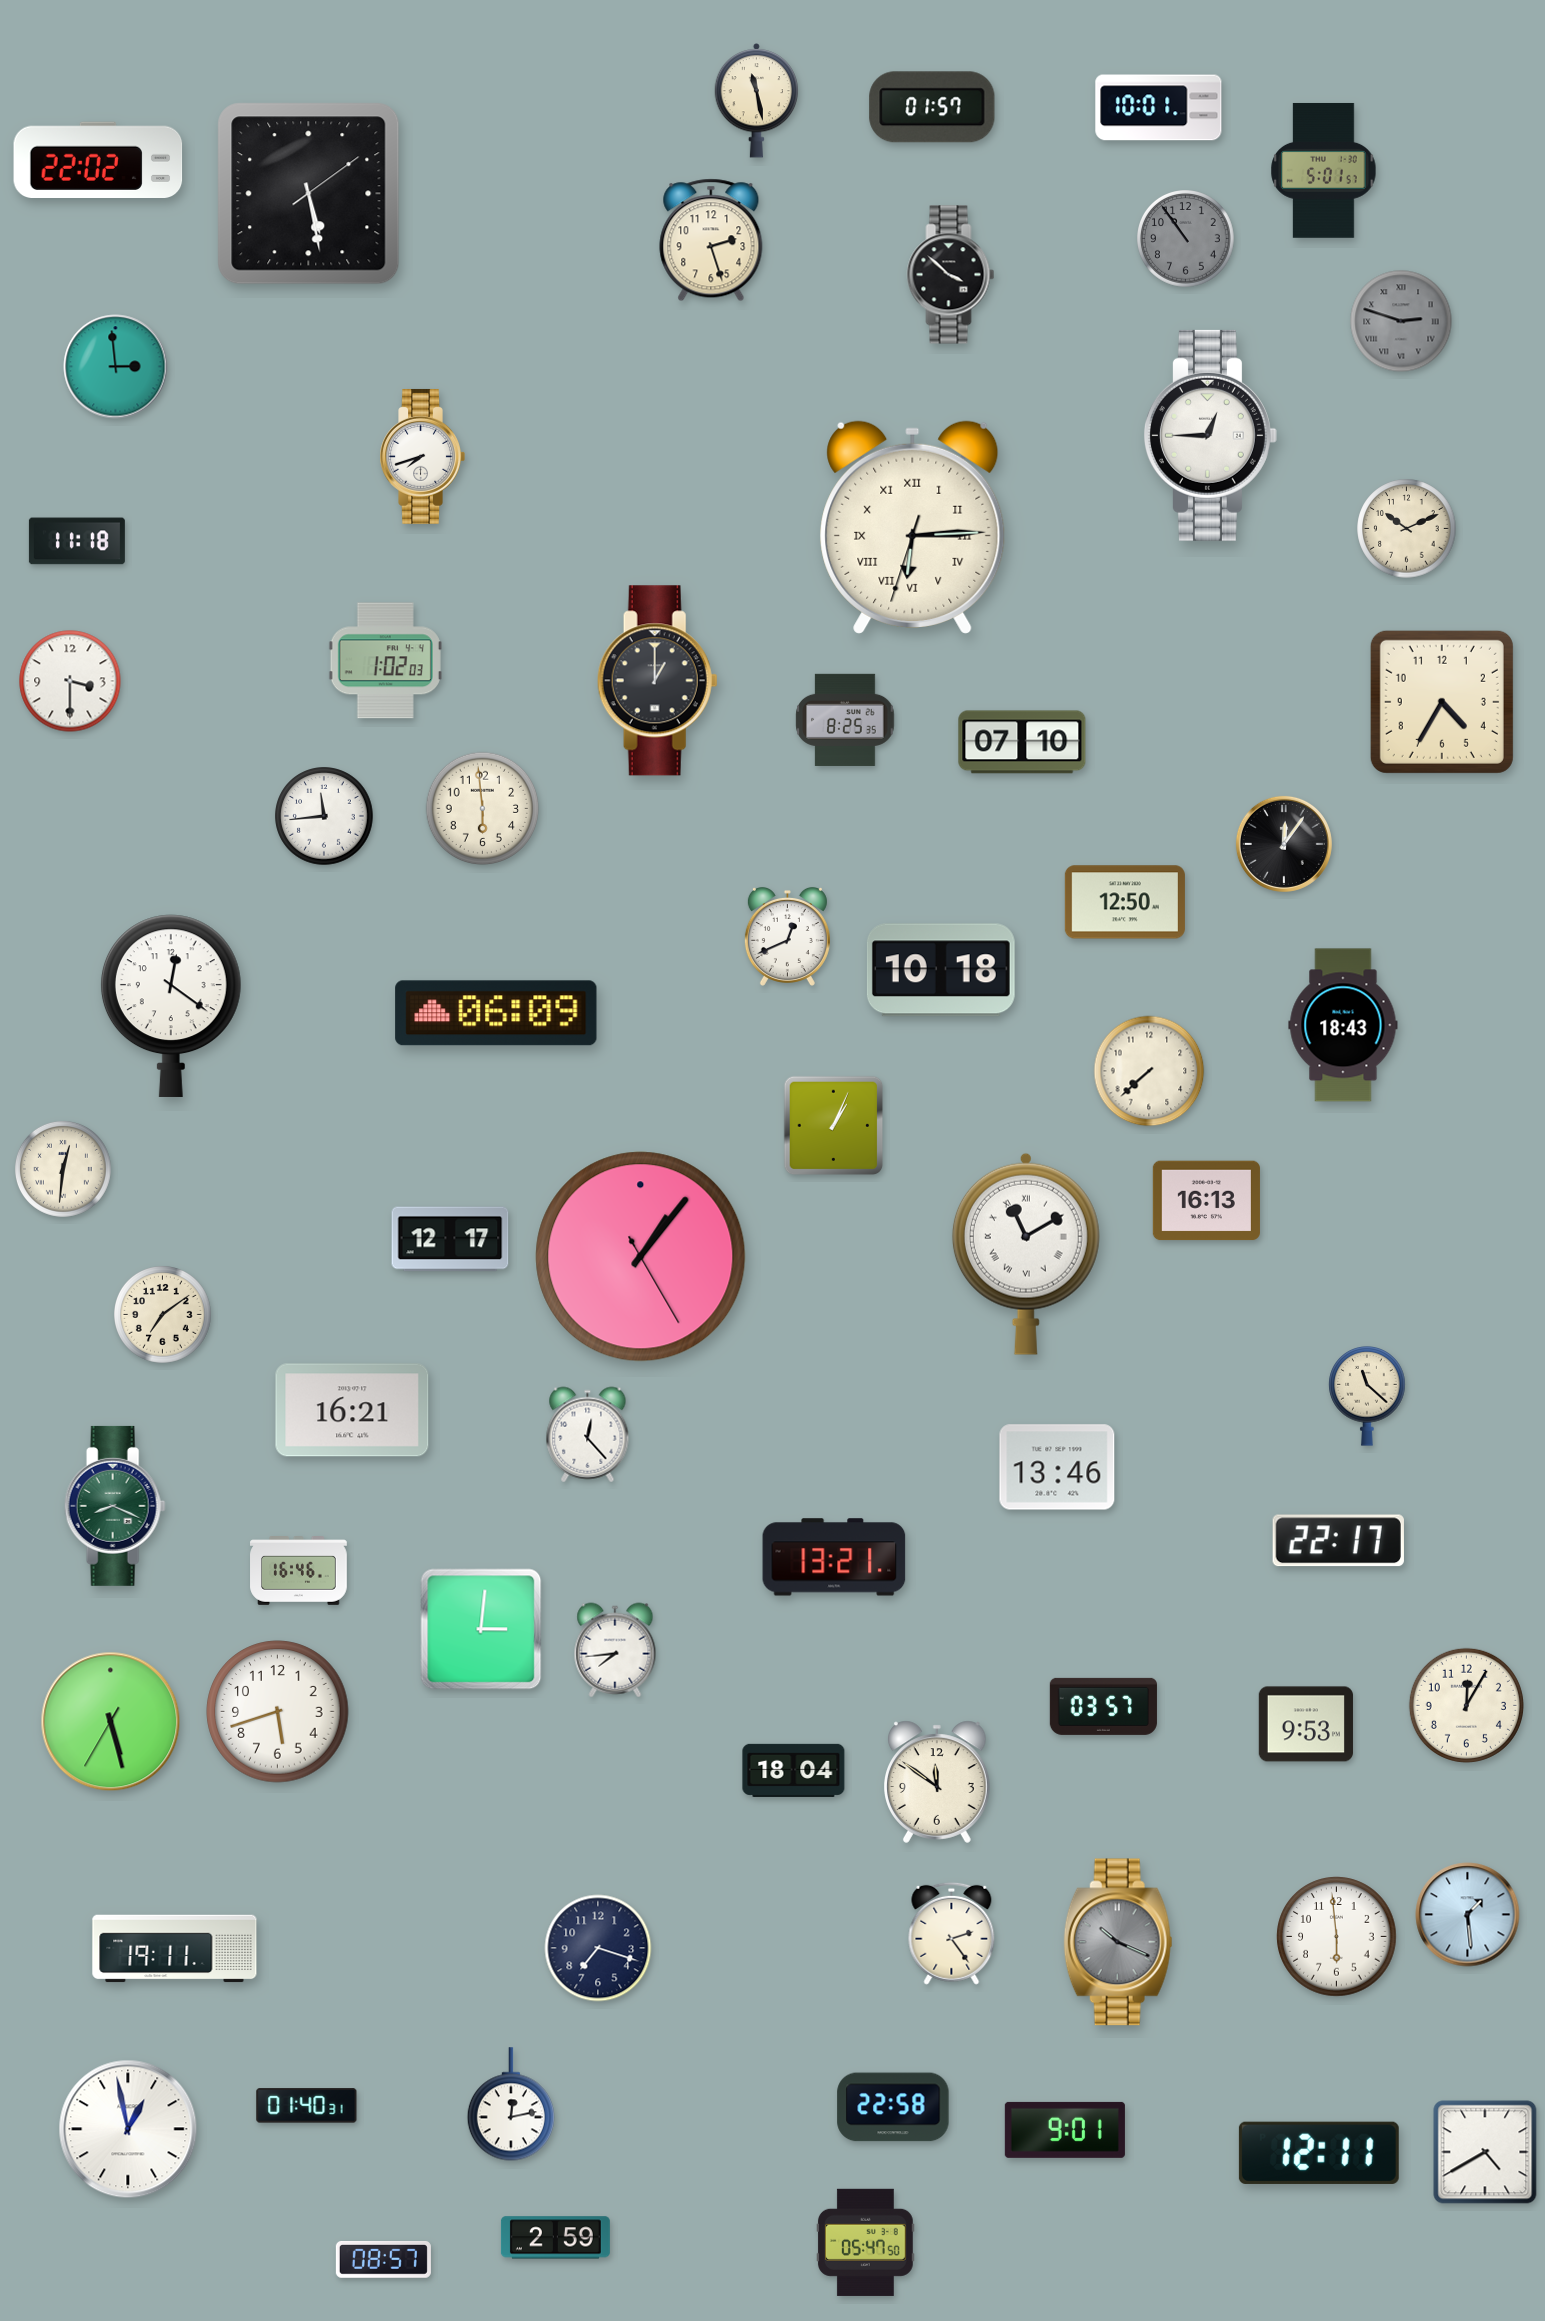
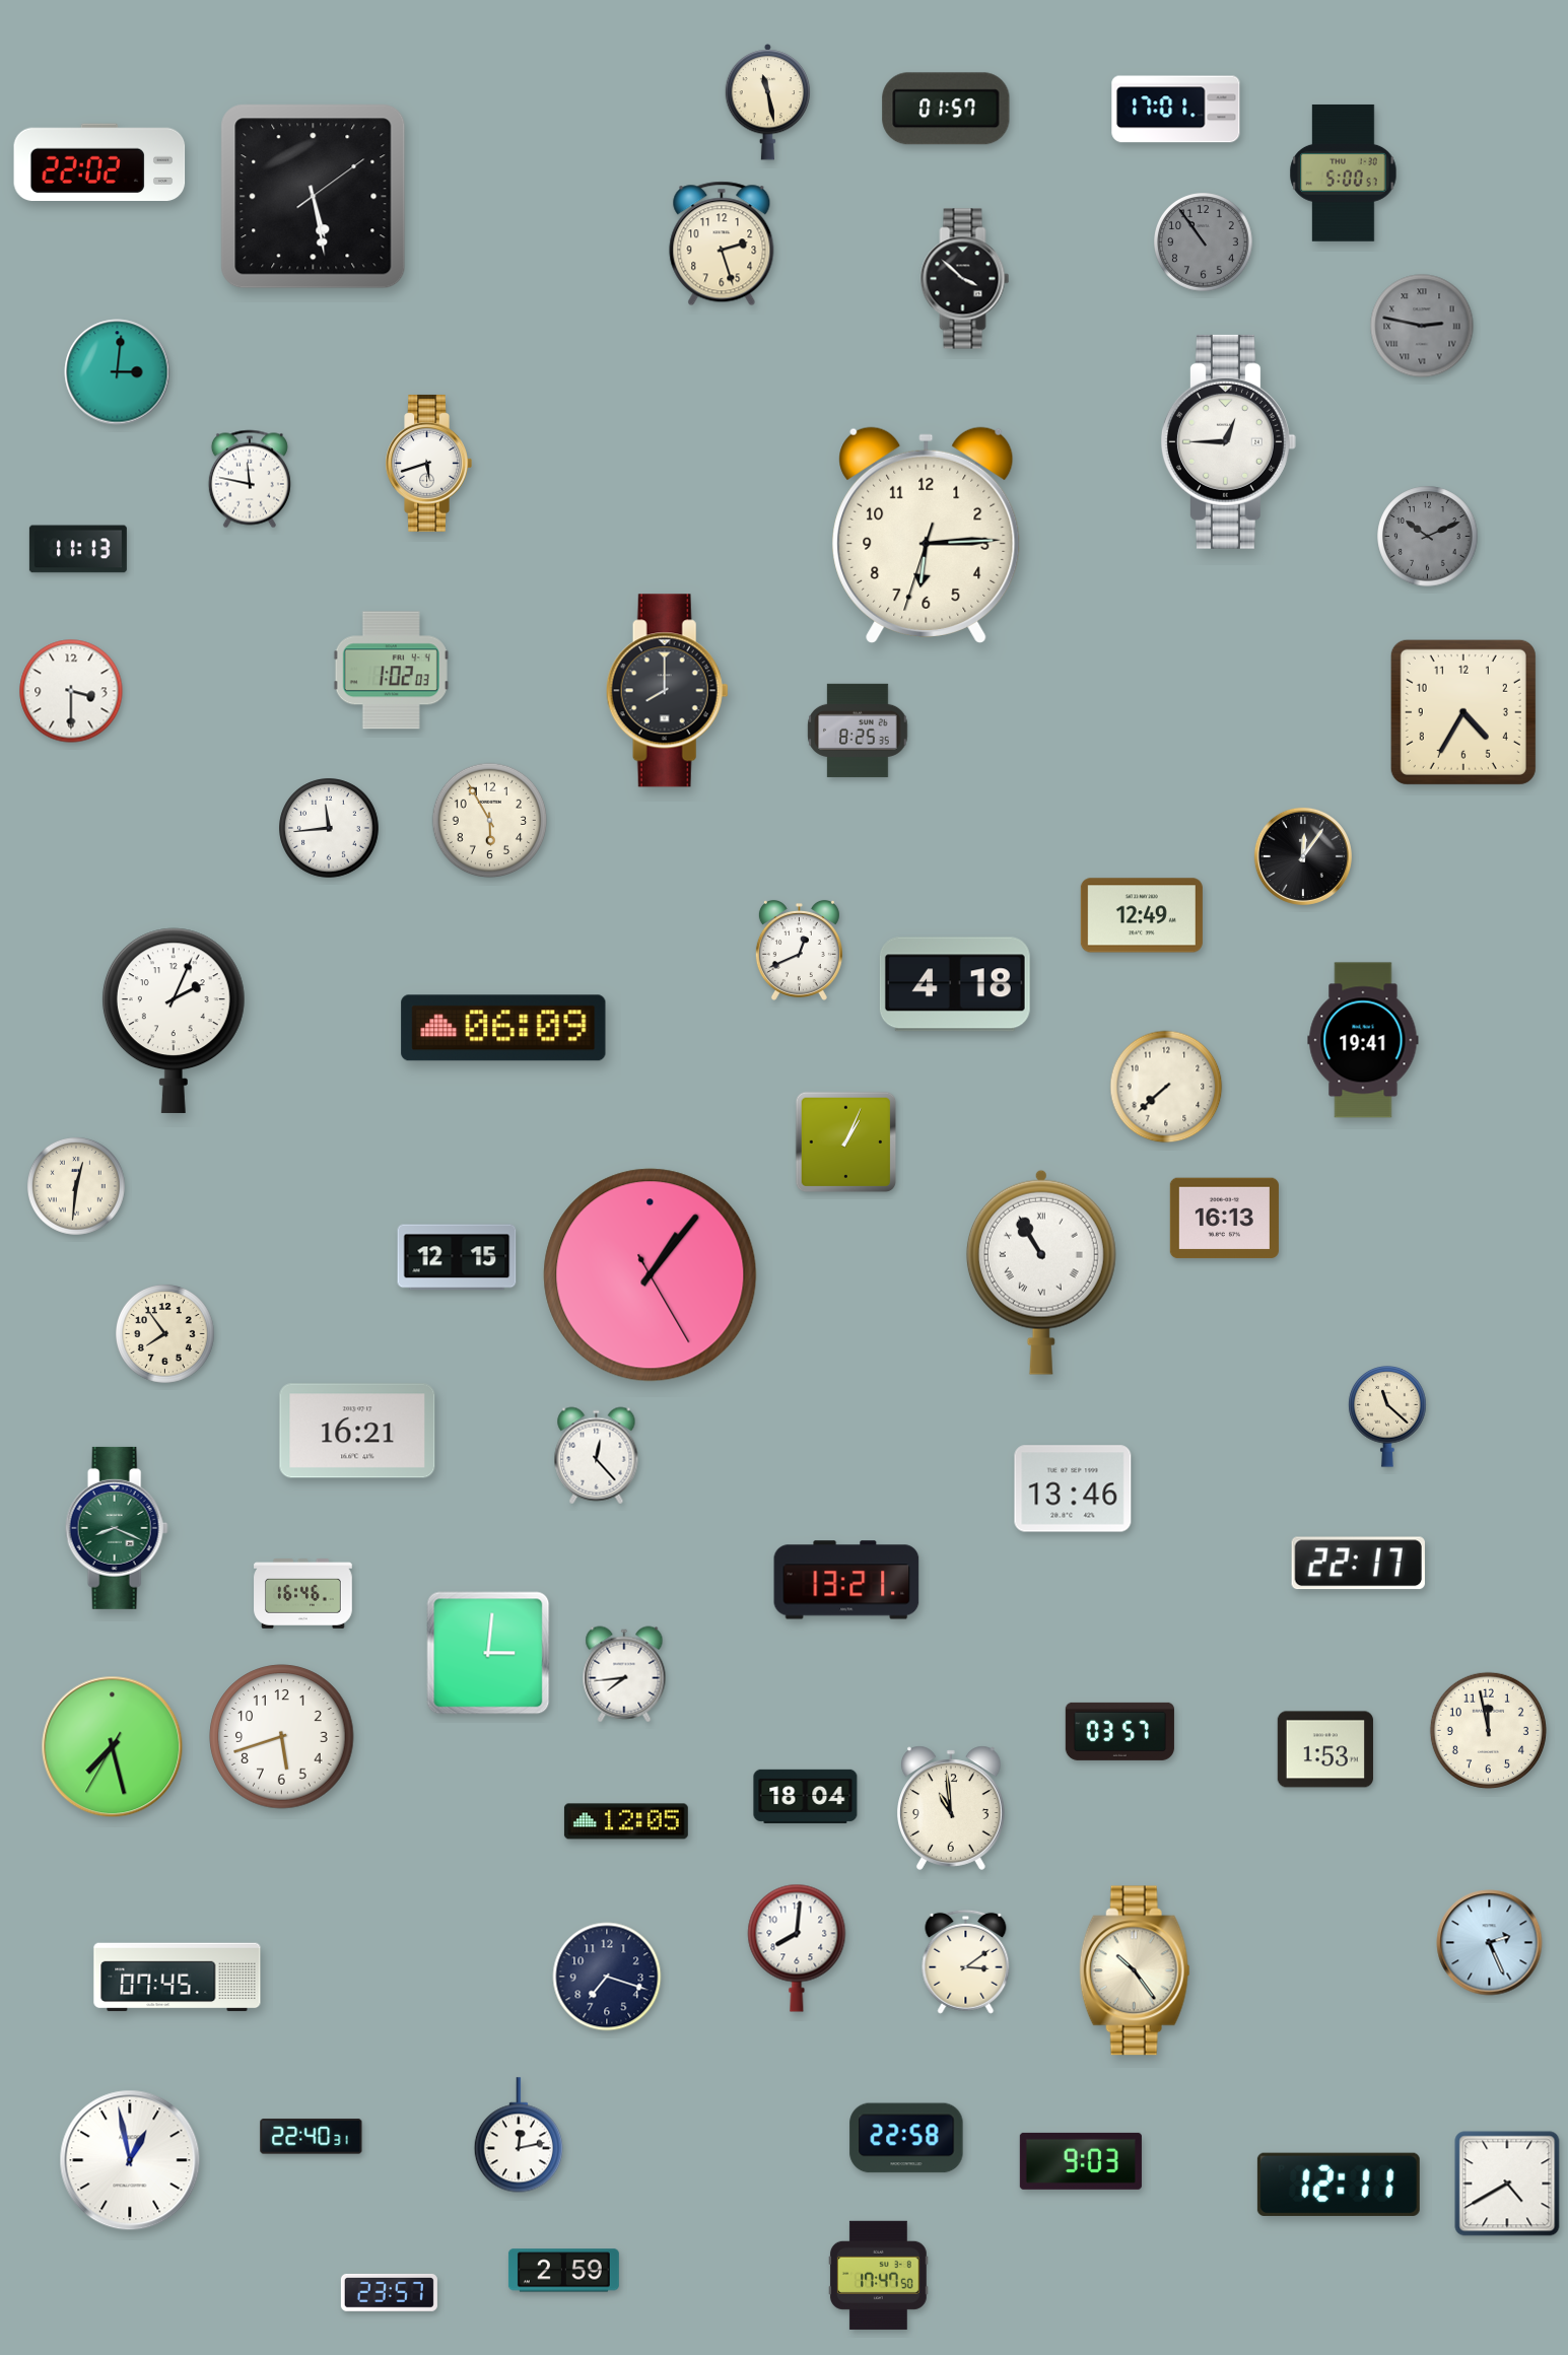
clock at (1159, 108): 10:01 -> 17:01
clock at (1324, 170): 5:01 -> 5:00
clock at (1401, 321): 2:48 -> 2:47
clock at (116, 367): 2:59 -> 3:01
clock at (422, 456): 7:42 -> 5:42
clock at (250, 479): none -> 11:47
clock at (913, 527) numerals: Roman -> Arabic
clock at (1407, 529) dial: cream -> grey
clock at (77, 541): 11:18 -> 11:13
clock at (657, 681): 1:00 -> 8:00
clock at (1022, 742): 07:10 -> none
clock at (483, 809): 5:59 -> 5:55
clock at (1125, 902): 12:50 -> 12:49
clock at (941, 970): 10:18 -> 4:18
clock at (171, 1006): 12:21 -> 2:04
clock at (1343, 1025): 18:43 -> 19:41
clock at (63, 1169) position: (63, 1169) -> (76, 1186)
clock at (450, 1239): 12:17 -> 12:15
clock at (1026, 1254): 11:10 -> 10:55
clock at (163, 1315): 7:09 -> 7:54
clock at (1466, 1705): 12:05 -> 11:58
clock at (111, 1722): 5:27 -> 7:27
clock at (1306, 1724): 9:53 -> 1:53
clock at (938, 1782): 11:51 -> 10:59
clock at (626, 1821): none -> 12:05
clock at (1468, 1915): 1:29 -> 2:26
clock at (797, 1948): none -> 8:01
clock at (952, 1933): 2:24 -> 3:09
clock at (1337, 1937): 5:59 -> none
clock at (1118, 1942): 10:19 -> 10:24
clock at (1118, 1942) dial: grey -> cream
clock at (175, 1949): 19:11 -> 07:45
clock at (307, 2106): 01:40 -> 22:40
clock at (1065, 2130): 9:01 -> 9:03
clock at (865, 2242): 05:47 -> 17:47
clock at (383, 2259): 08:57 -> 23:57
